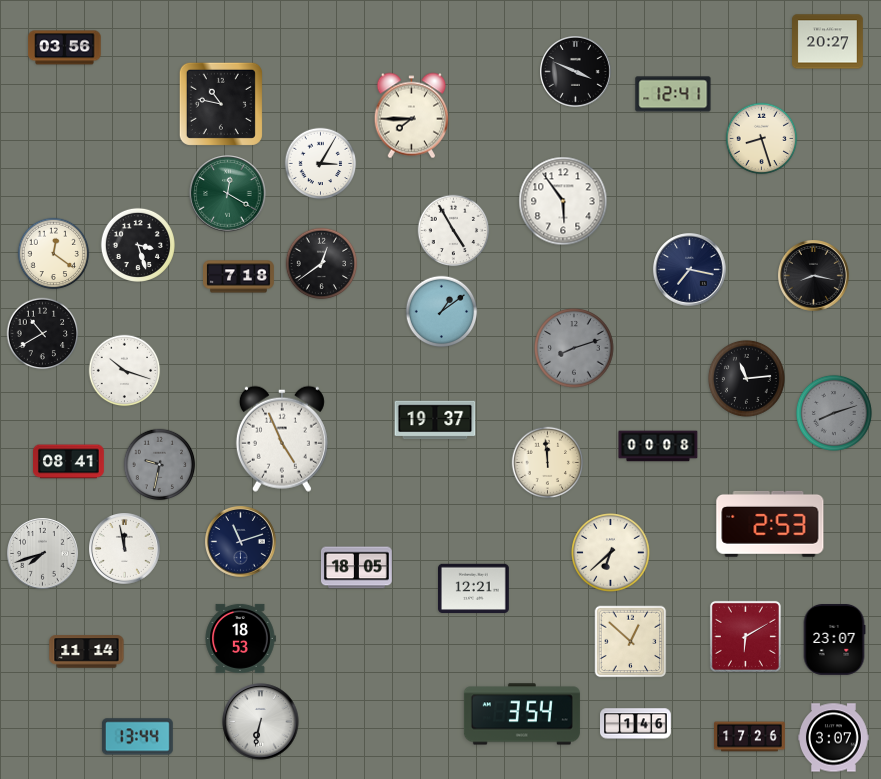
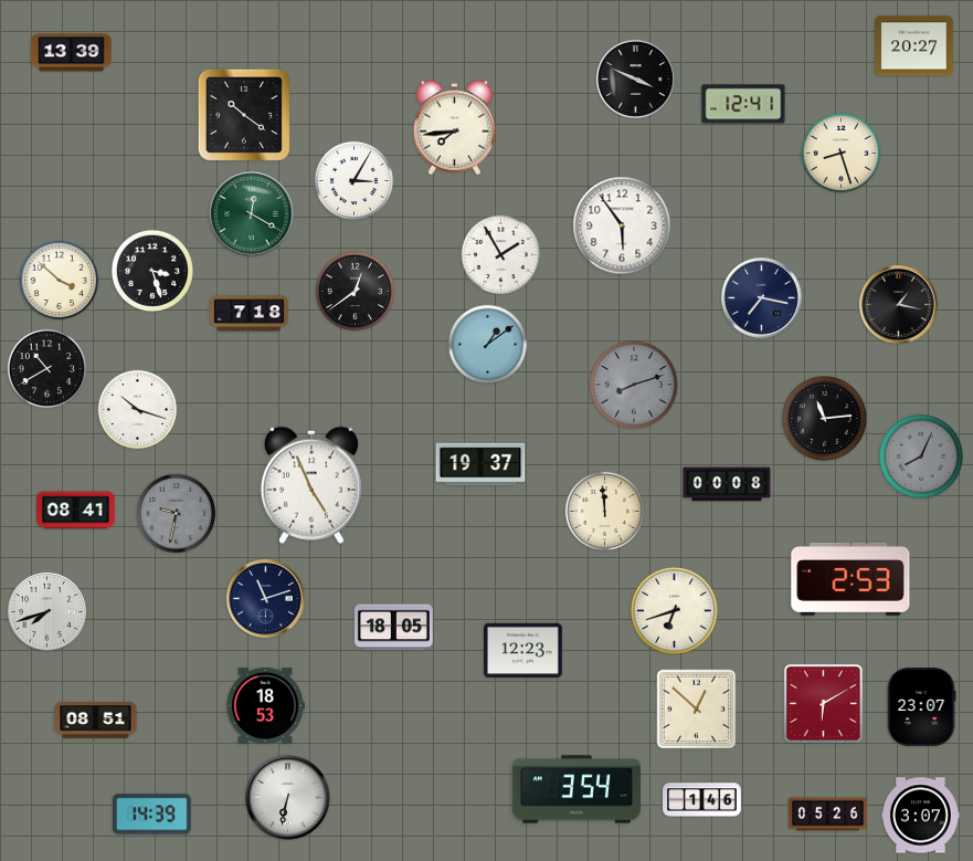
clock at (65, 48): 03:56 -> 13:39
clock at (221, 104): 10:47 -> 10:21
clock at (411, 116): 7:45 -> 7:44
clock at (563, 201) position: (563, 201) -> (622, 225)
clock at (454, 231): 4:55 -> 1:55
clock at (54, 254): 12:21 -> 3:52
clock at (814, 276): 8:17 -> 1:17
clock at (239, 277) position: (239, 277) -> (250, 314)
clock at (834, 413): 8:12 -> 8:04
clock at (658, 446) position: (658, 446) -> (727, 484)
clock at (125, 549): 11:58 -> none
clock at (611, 553): 6:38 -> 6:42
clock at (474, 588): 12:21 -> 12:23
clock at (87, 652): 11:14 -> 08:51
clock at (137, 737): 13:44 -> 14:39
clock at (750, 737): 17:26 -> 05:26
